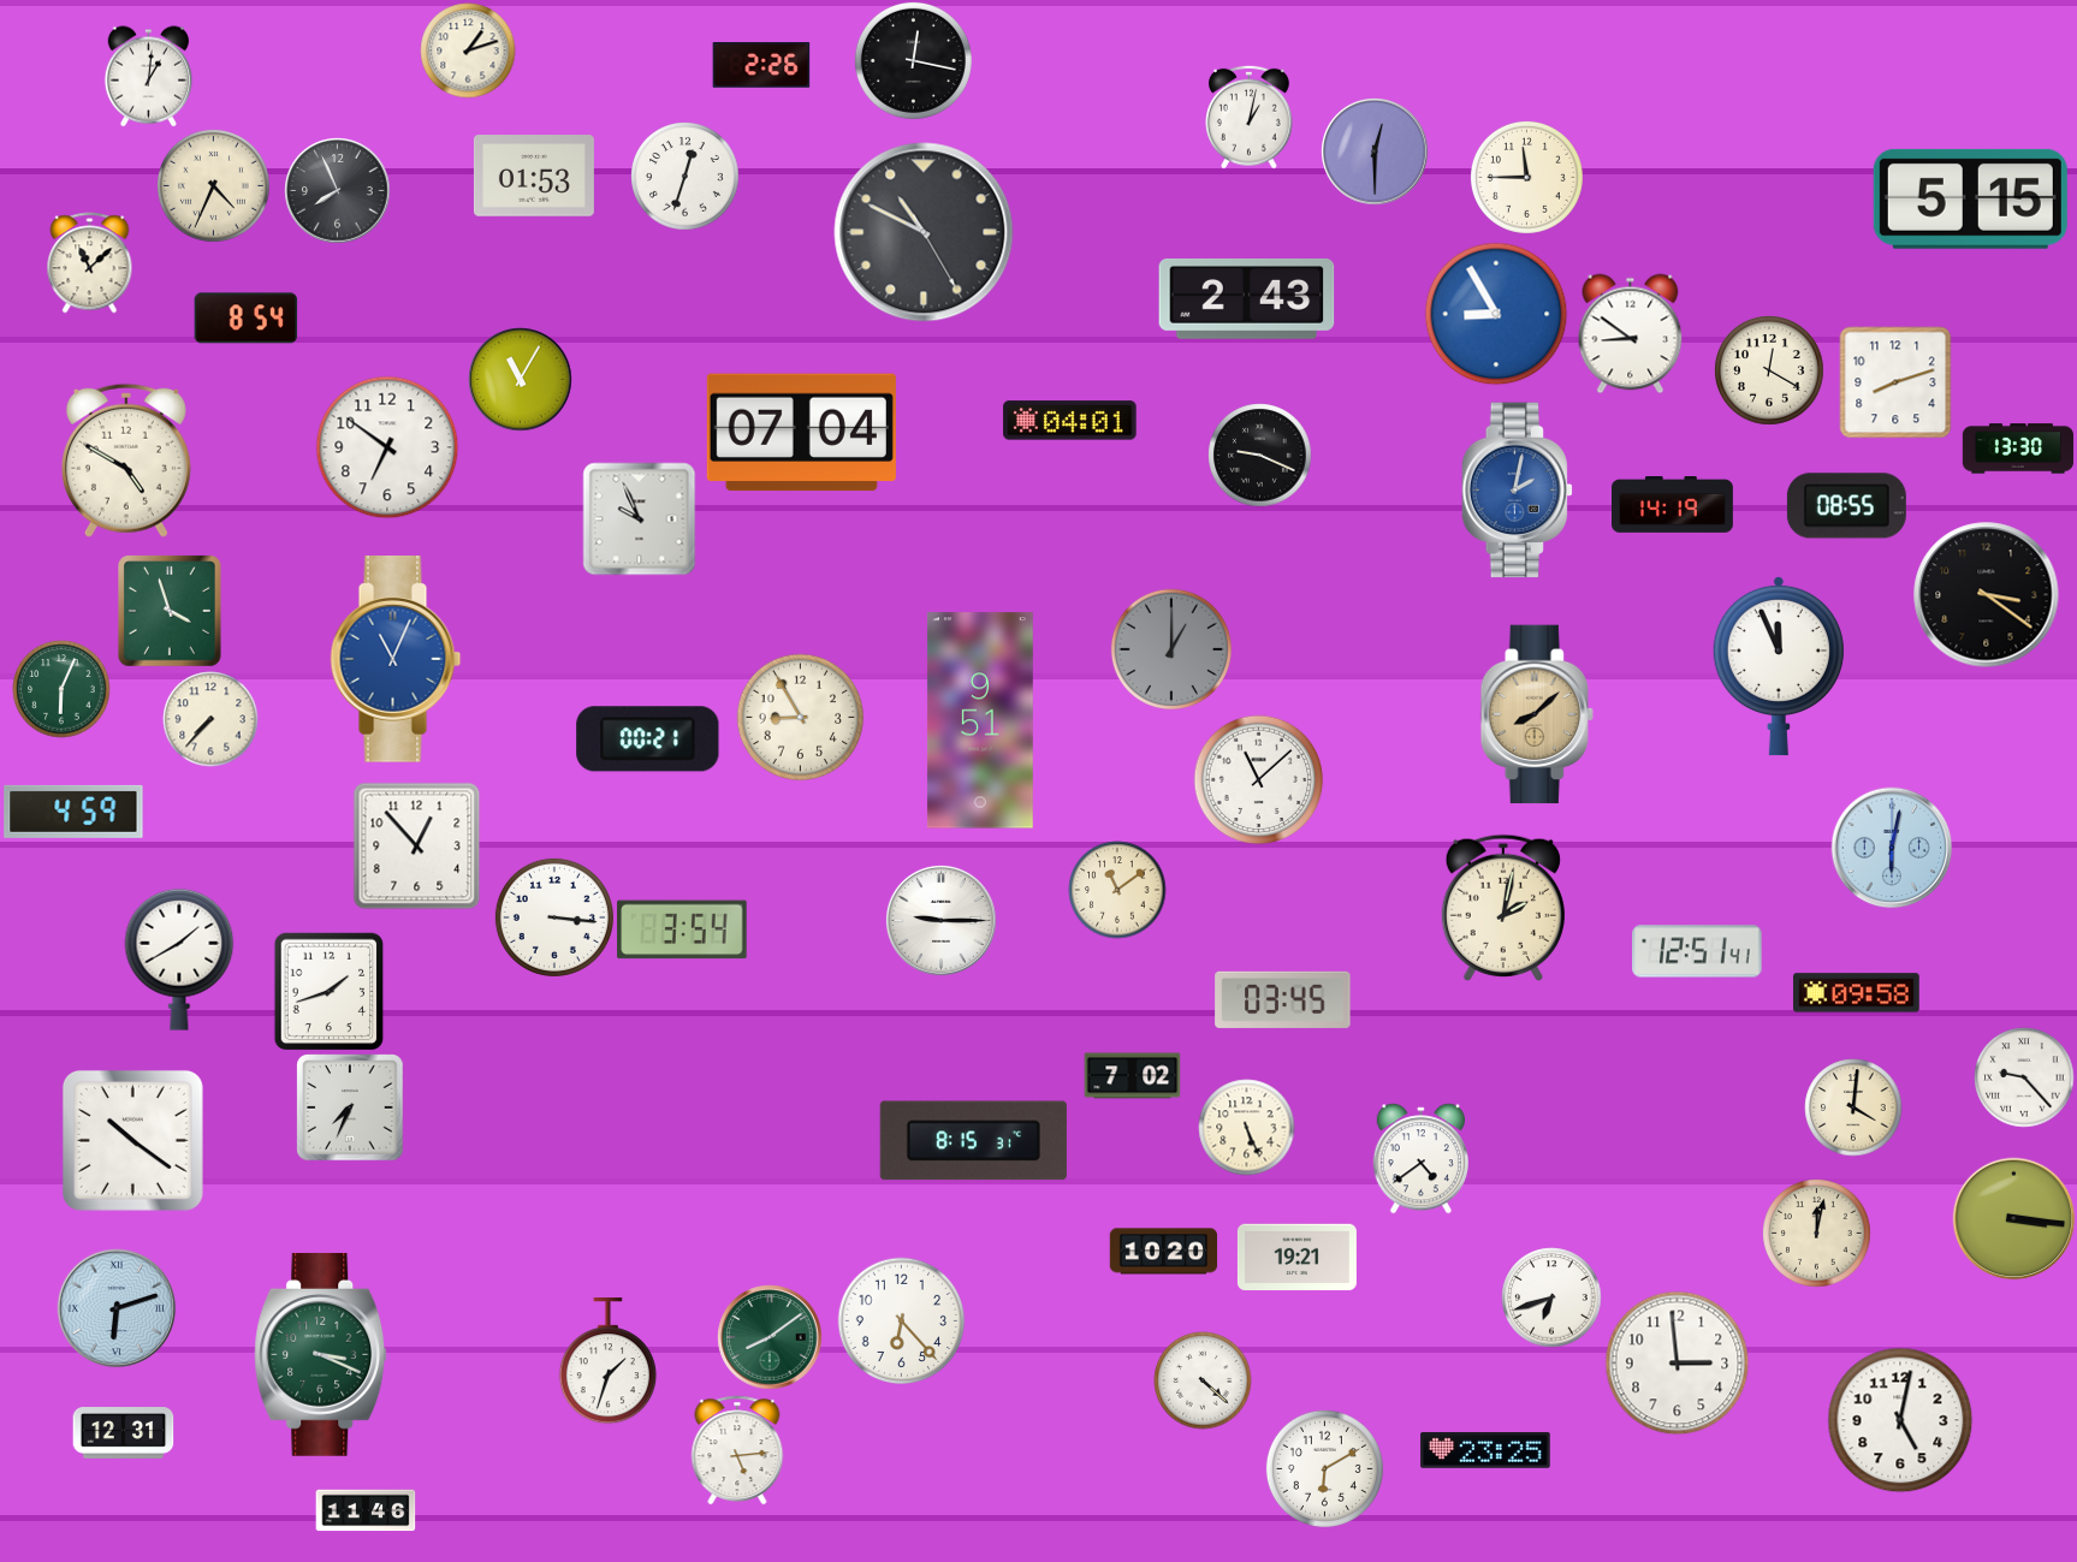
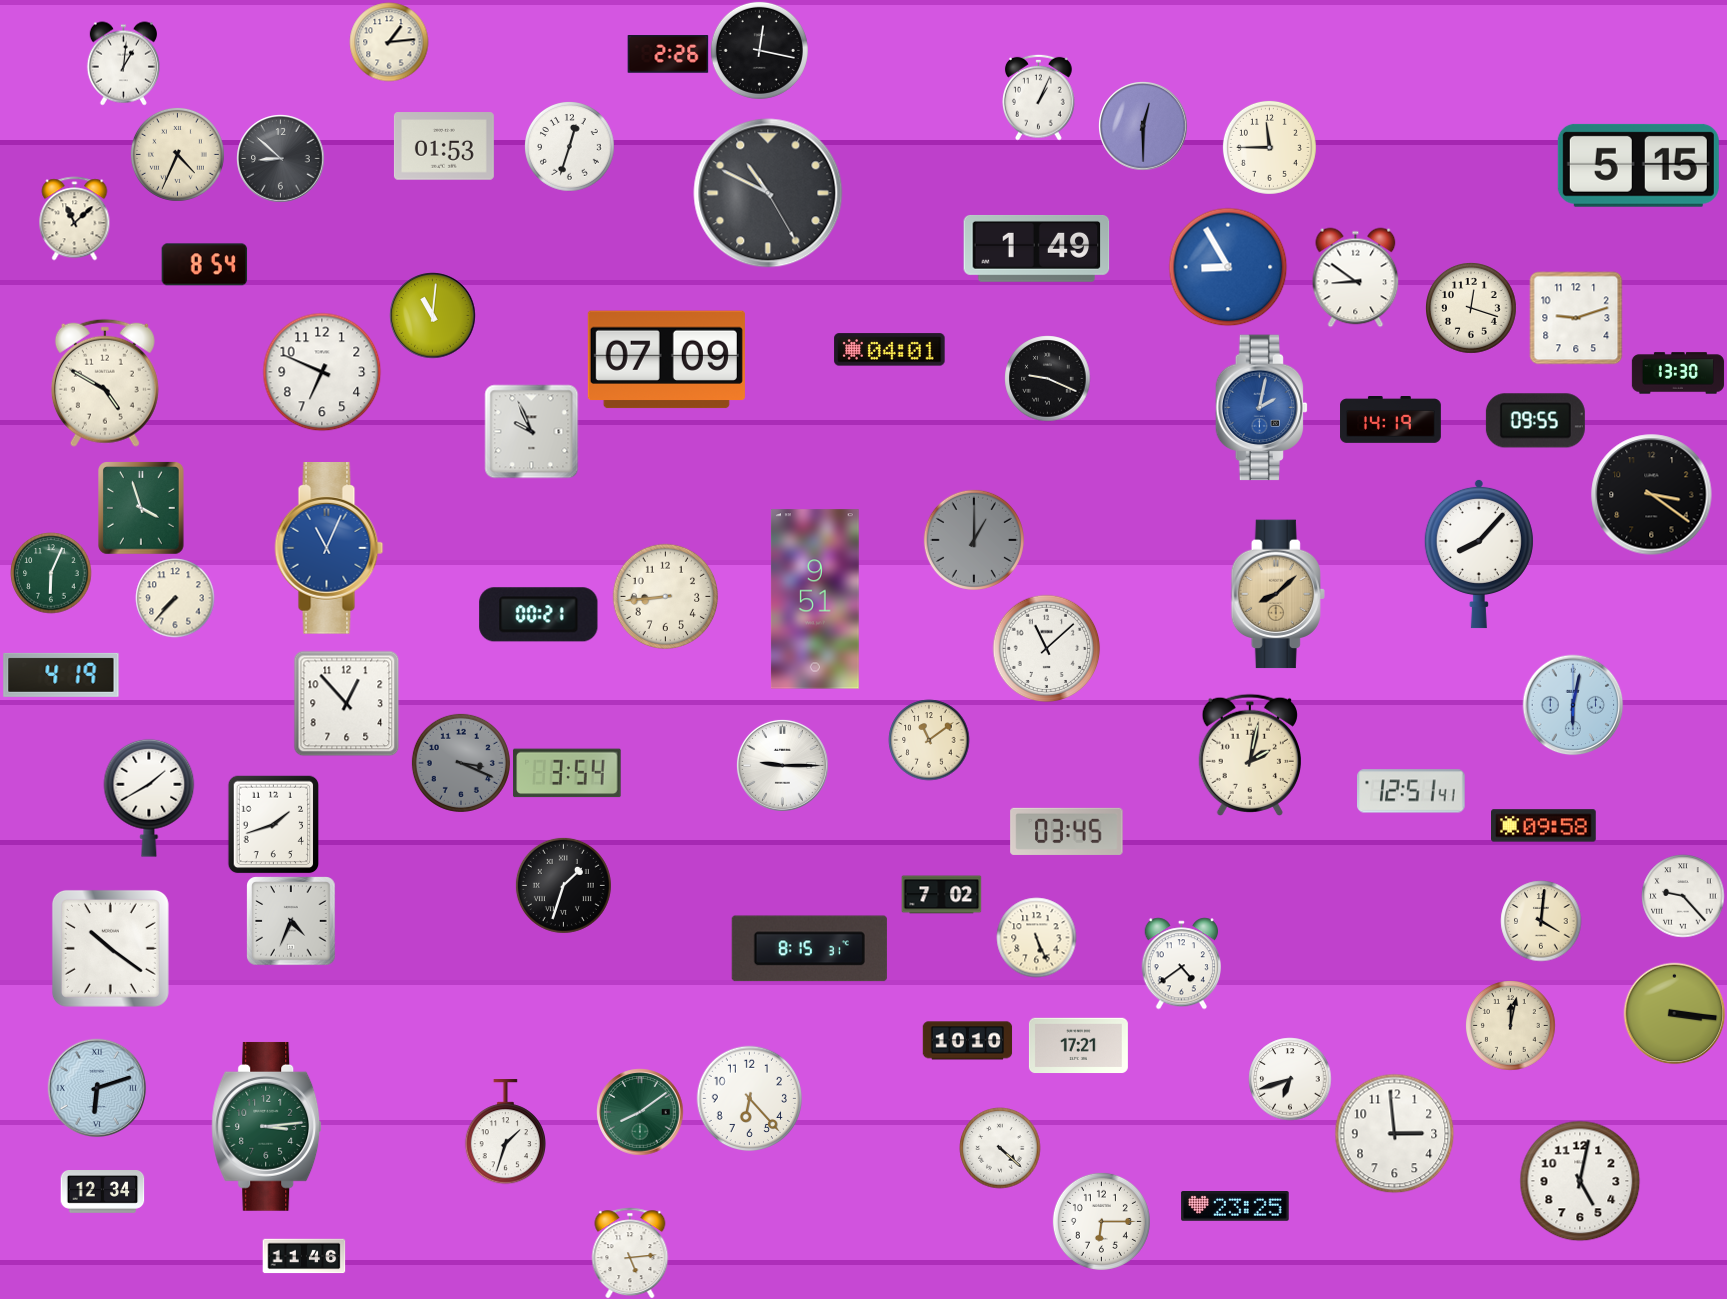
clock at (468, 51): 1:12 -> 1:14
clock at (761, 65) position: (761, 65) -> (668, 54)
clock at (1250, 117): 1:02 -> 1:04
clock at (337, 190): 7:56 -> 8:52
clock at (1247, 298): 2:43 -> 1:49
clock at (1496, 314) position: (1496, 314) -> (1228, 267)
clock at (1769, 370): 12:20 -> 12:18
clock at (520, 379): 11:05 -> 11:01
clock at (1895, 382): 8:12 -> 9:12
clock at (801, 433): 07:04 -> 07:09
clock at (387, 447): 6:51 -> 6:49
clock at (1846, 506): 08:55 -> 09:55
clock at (1779, 666): 11:56 -> 8:07
clock at (800, 717): 8:55 -> 8:44
clock at (73, 812): 4:59 -> 4:19
clock at (554, 917): 3:16 -> 3:19
clock at (554, 917) dial: white -> grey
clock at (563, 885): none -> 1:33
clock at (350, 1107): 7:34 -> 4:34
clock at (1163, 1252): 10:20 -> 10:10
clock at (1296, 1258): 19:21 -> 17:21
clock at (321, 1354): 3:19 -> 3:14
clock at (123, 1433): 12:31 -> 12:34
clock at (737, 1450) position: (737, 1450) -> (630, 1253)
clock at (1324, 1468): 6:10 -> 6:15
